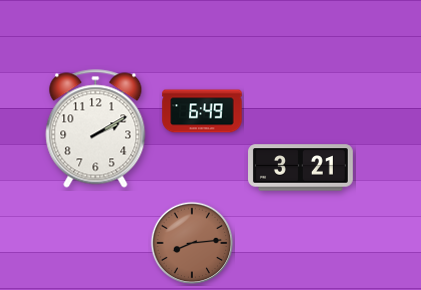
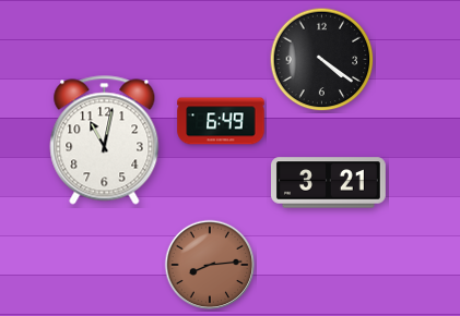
clock at (322, 60): none -> 4:21
clock at (96, 129): 2:10 -> 11:02
